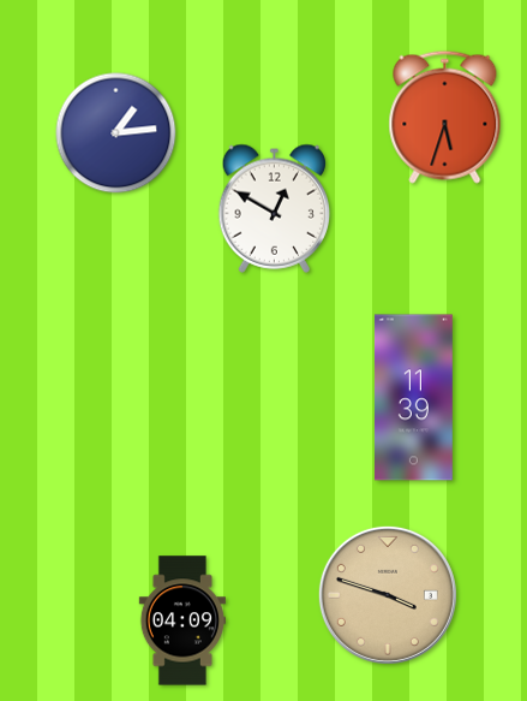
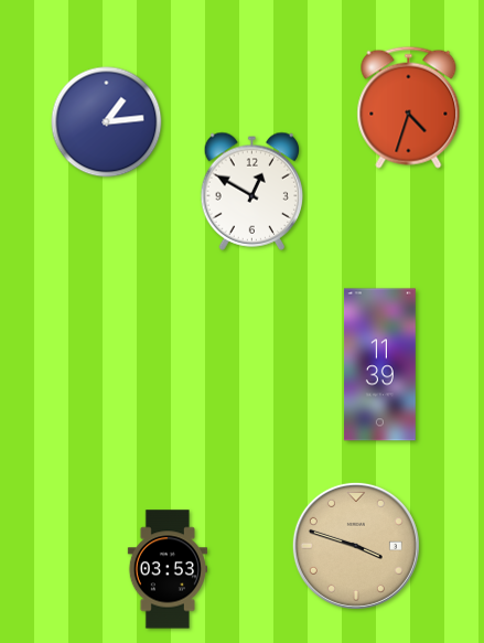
clock at (445, 117): 5:33 -> 4:33
clock at (181, 620): 04:09 -> 03:53
